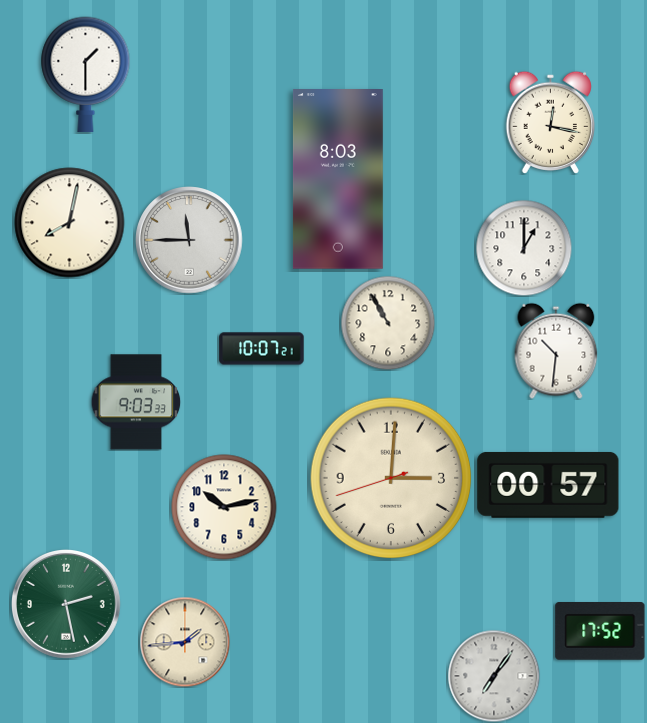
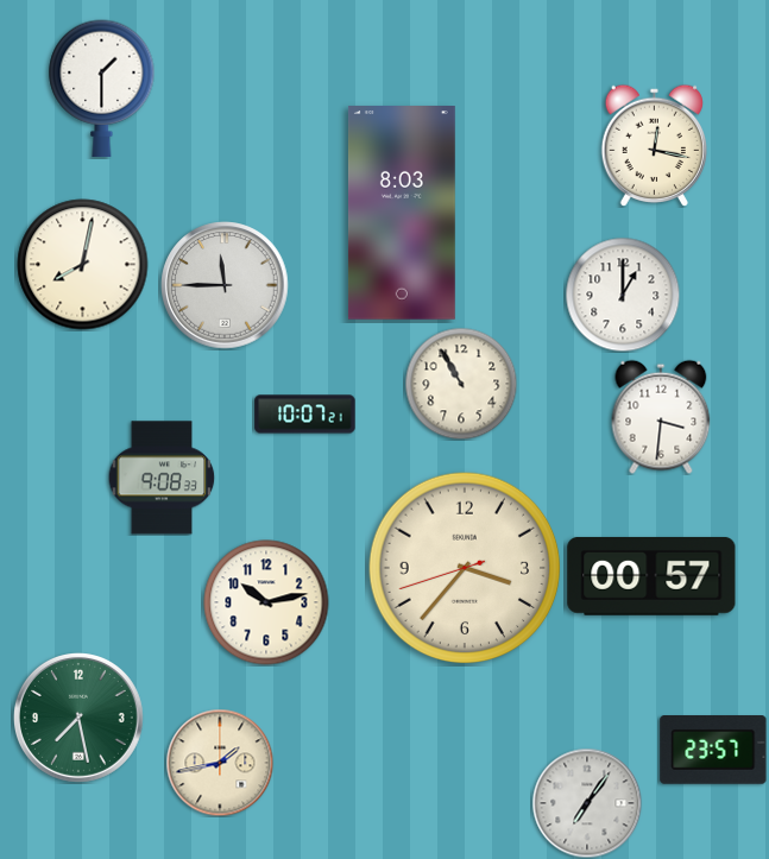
clock at (262, 349) position: (262, 349) -> (305, 415)
clock at (556, 351): 10:31 -> 3:31
clock at (136, 402): 9:03 -> 9:08
clock at (391, 478): 3:00 -> 3:36
clock at (67, 605): 2:28 -> 7:28
clock at (600, 632): 17:52 -> 23:57
clock at (185, 642): 1:44 -> 1:43
